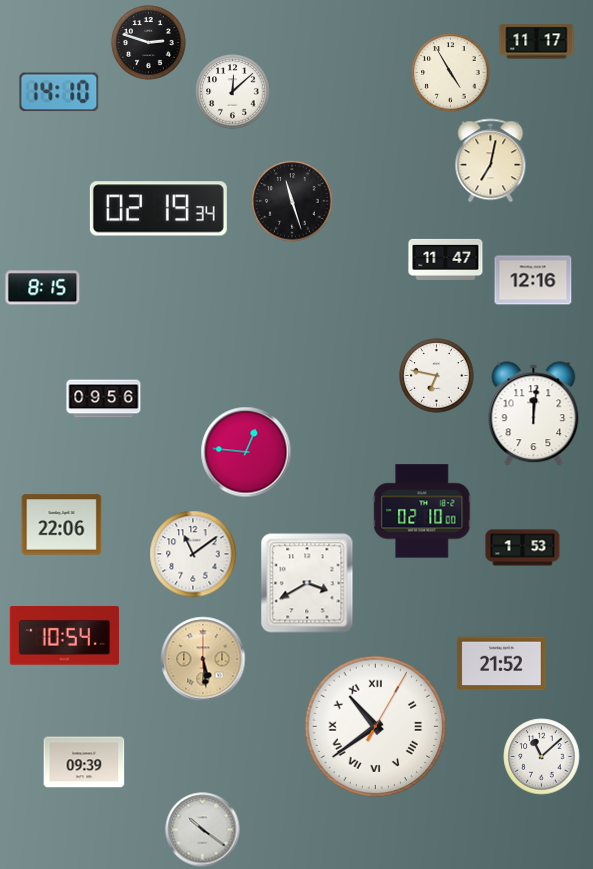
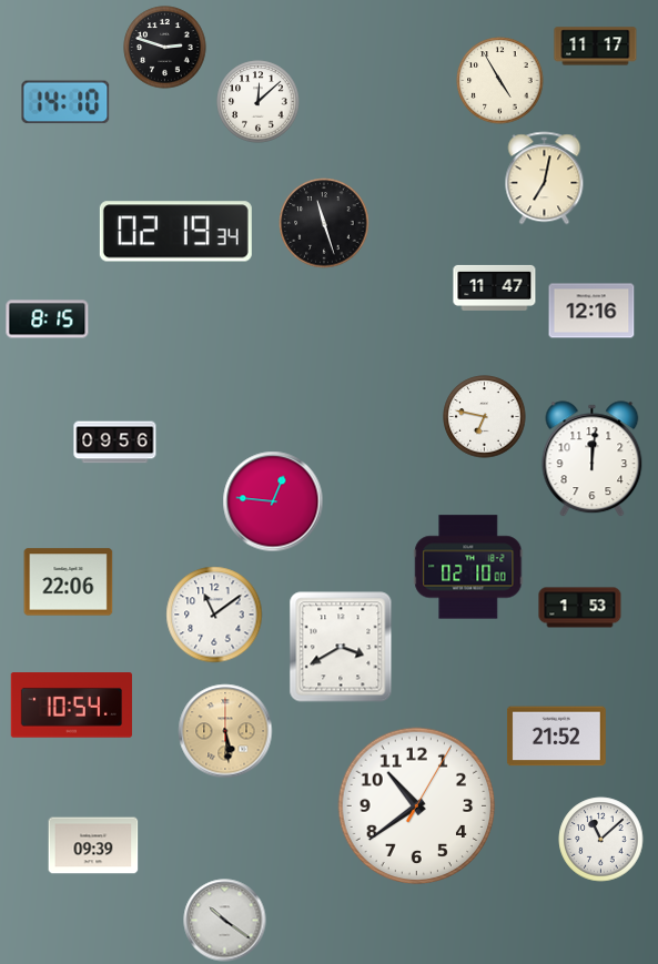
clock at (376, 727) numerals: Roman -> Arabic
